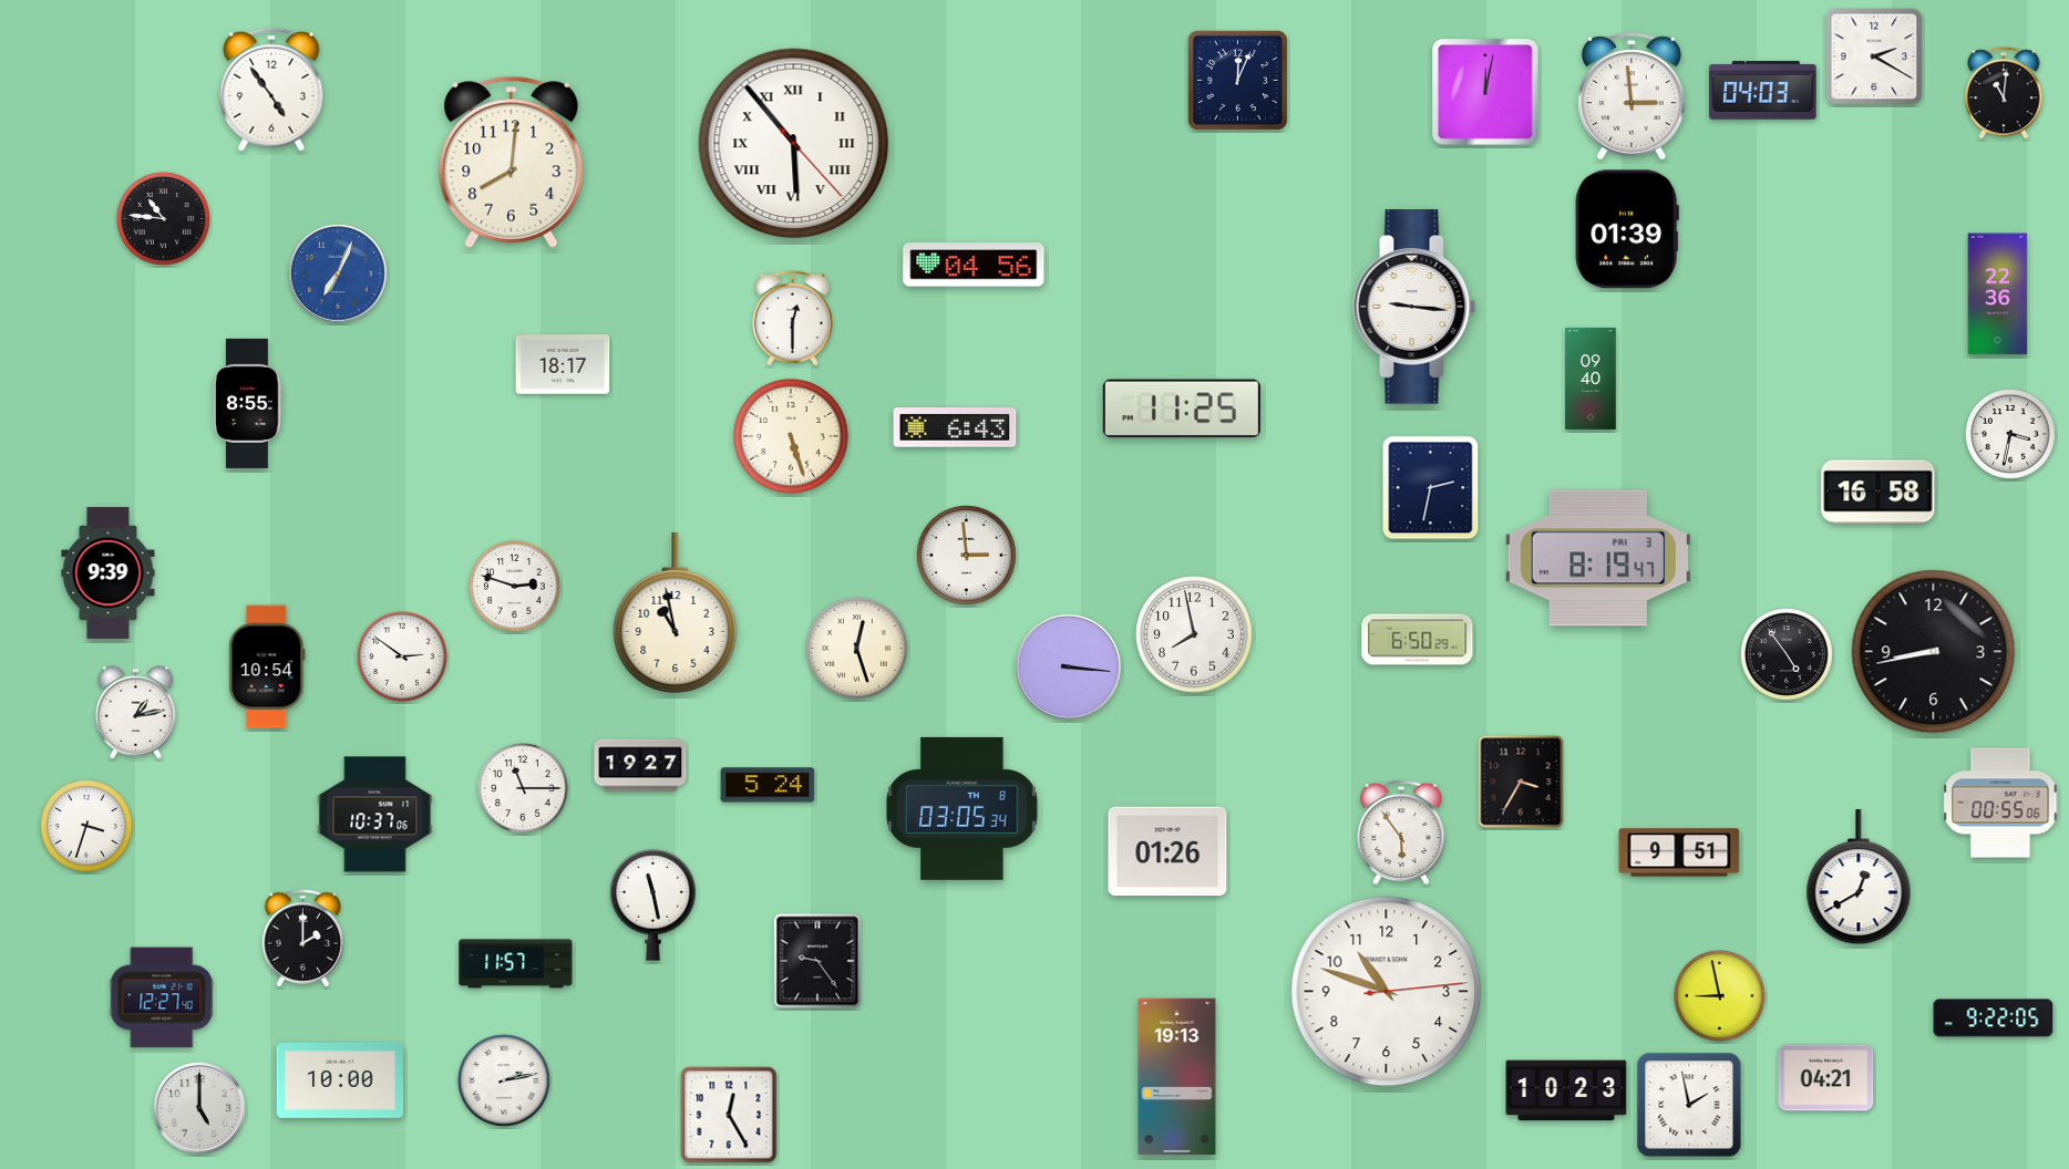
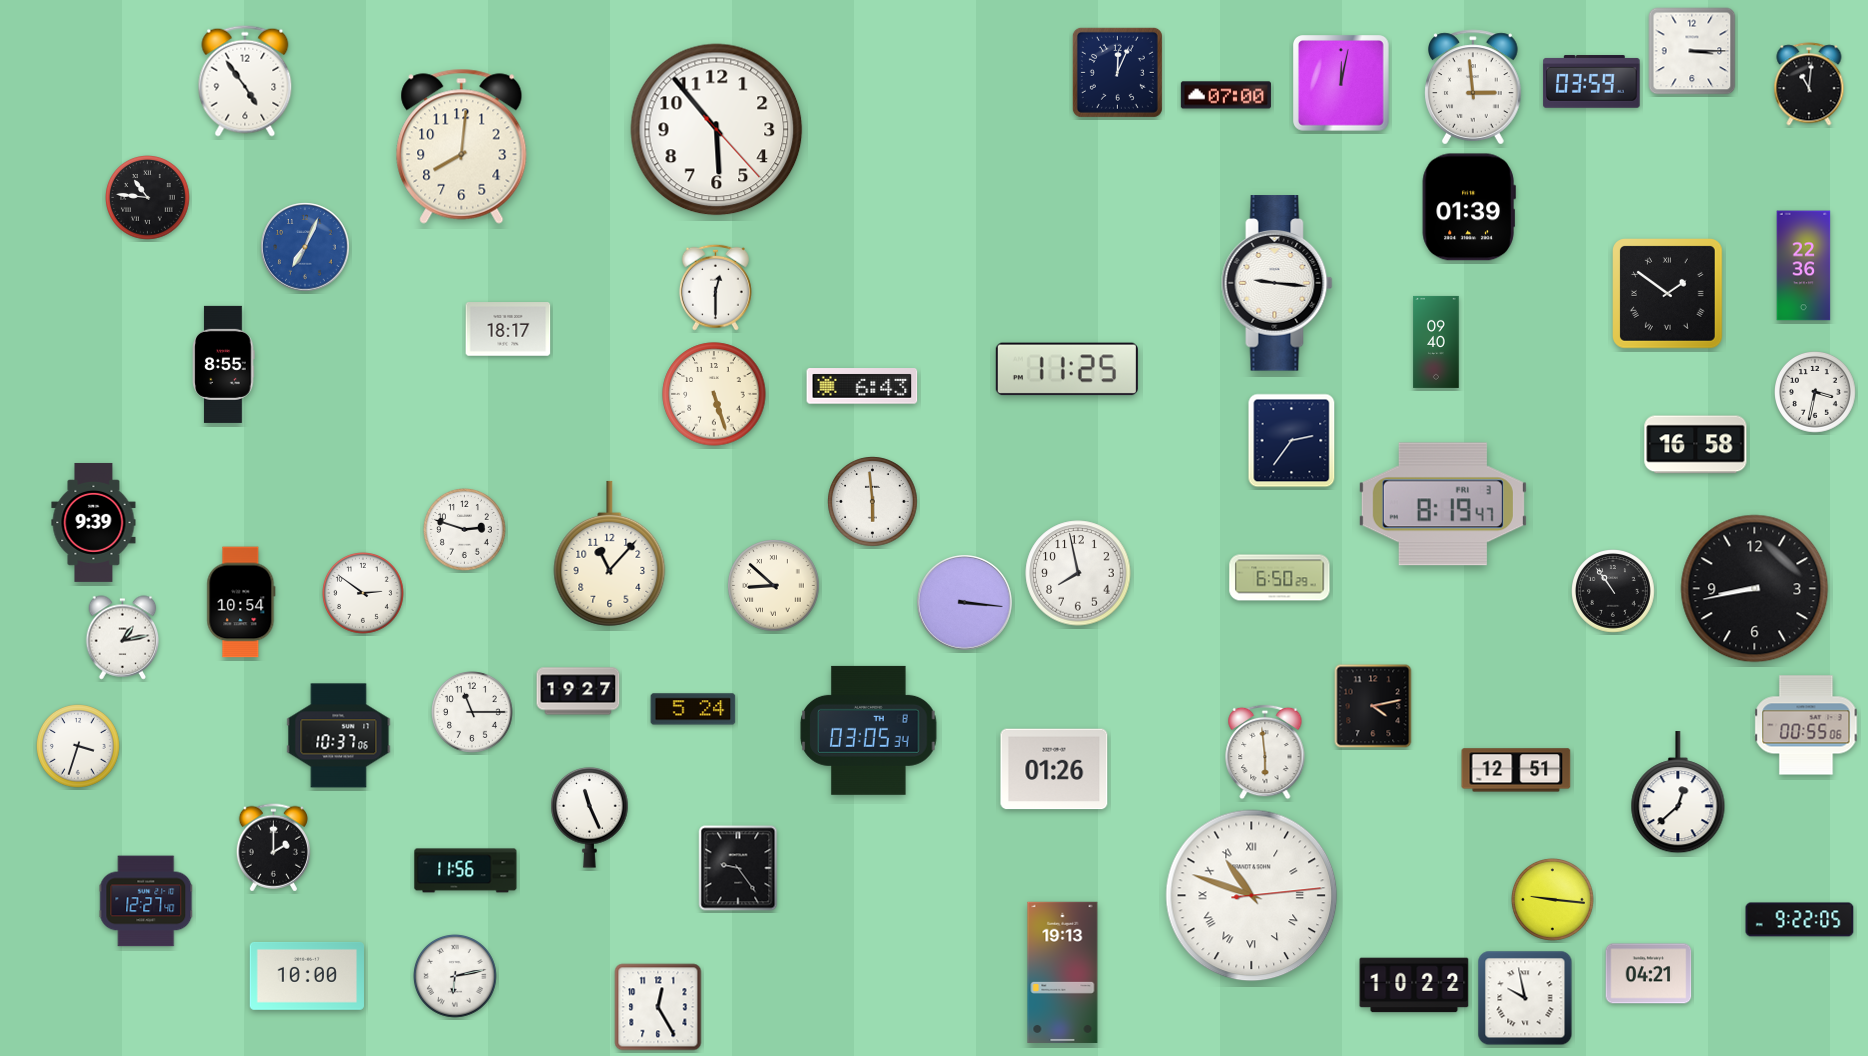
clock at (1874, 56): 2:20 -> 3:15
clock at (1763, 91): 04:03 -> 03:59
clock at (1226, 95): none -> 07:00
clock at (794, 144) numerals: Roman -> Arabic
clock at (974, 265): 04:56 -> none
clock at (1414, 307) position: (1414, 307) -> (1277, 283)
clock at (1668, 294): none -> 1:51
clock at (1431, 488): 2:32 -> 2:36
clock at (967, 556): 2:59 -> 5:59
clock at (109, 572) position: (109, 572) -> (94, 522)
clock at (676, 612): 10:58 -> 11:07
clock at (857, 649): 12:27 -> 8:52
clock at (1934, 652) position: (1934, 652) -> (1755, 589)
clock at (1788, 655): 4:54 -> 10:54
clock at (136, 713) position: (136, 713) -> (123, 638)
clock at (1521, 782): 3:35 -> 4:13
clock at (1401, 832): 5:54 -> 5:59
clock at (1679, 852): 9:51 -> 12:51
clock at (1859, 878): 12:40 -> 12:38
clock at (653, 904): 11:28 -> 11:26
clock at (516, 964): 11:57 -> 11:56
clock at (1387, 992) numerals: Arabic -> Roman
clock at (1720, 996): 8:58 -> 9:16
clock at (505, 1082): 2:13 -> 6:13
clock at (1566, 1090): 10:23 -> 10:22
clock at (1689, 1105): 1:58 -> 9:58
clock at (199, 1108): 5:00 -> none
